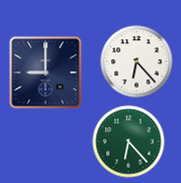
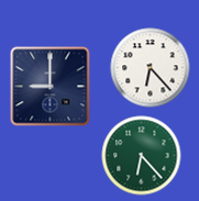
clock at (46, 73) position: (46, 73) -> (51, 87)
